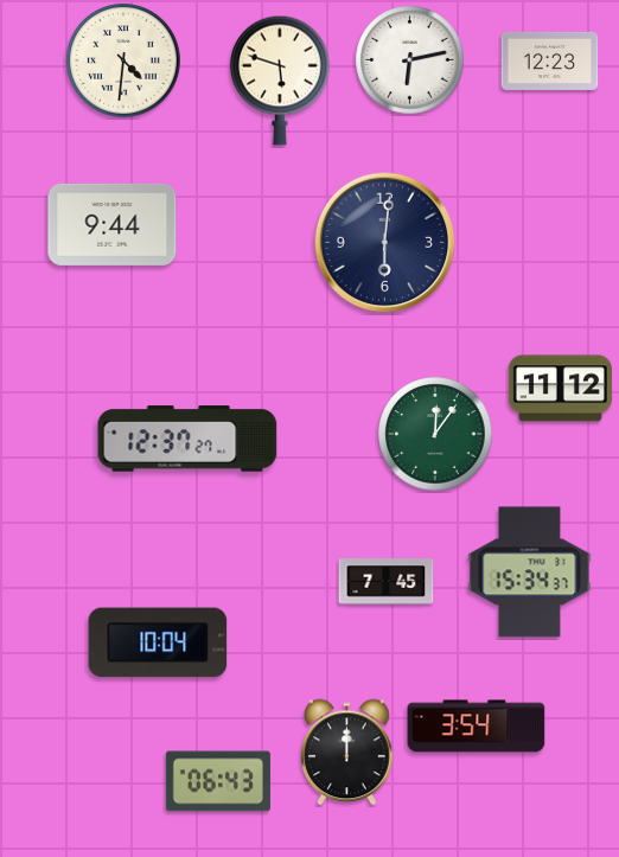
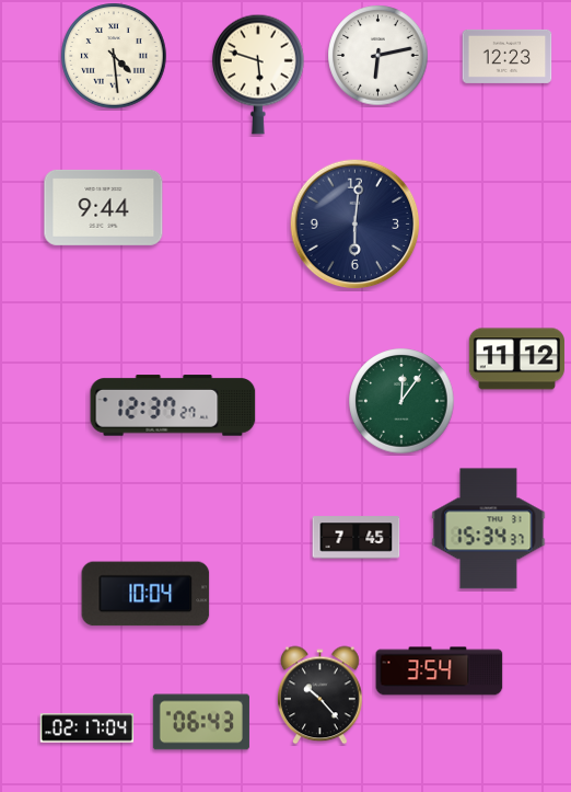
clock at (123, 60): 4:31 -> 4:29
clock at (347, 753): 12:00 -> 10:23
clock at (88, 728): none -> 02:17
